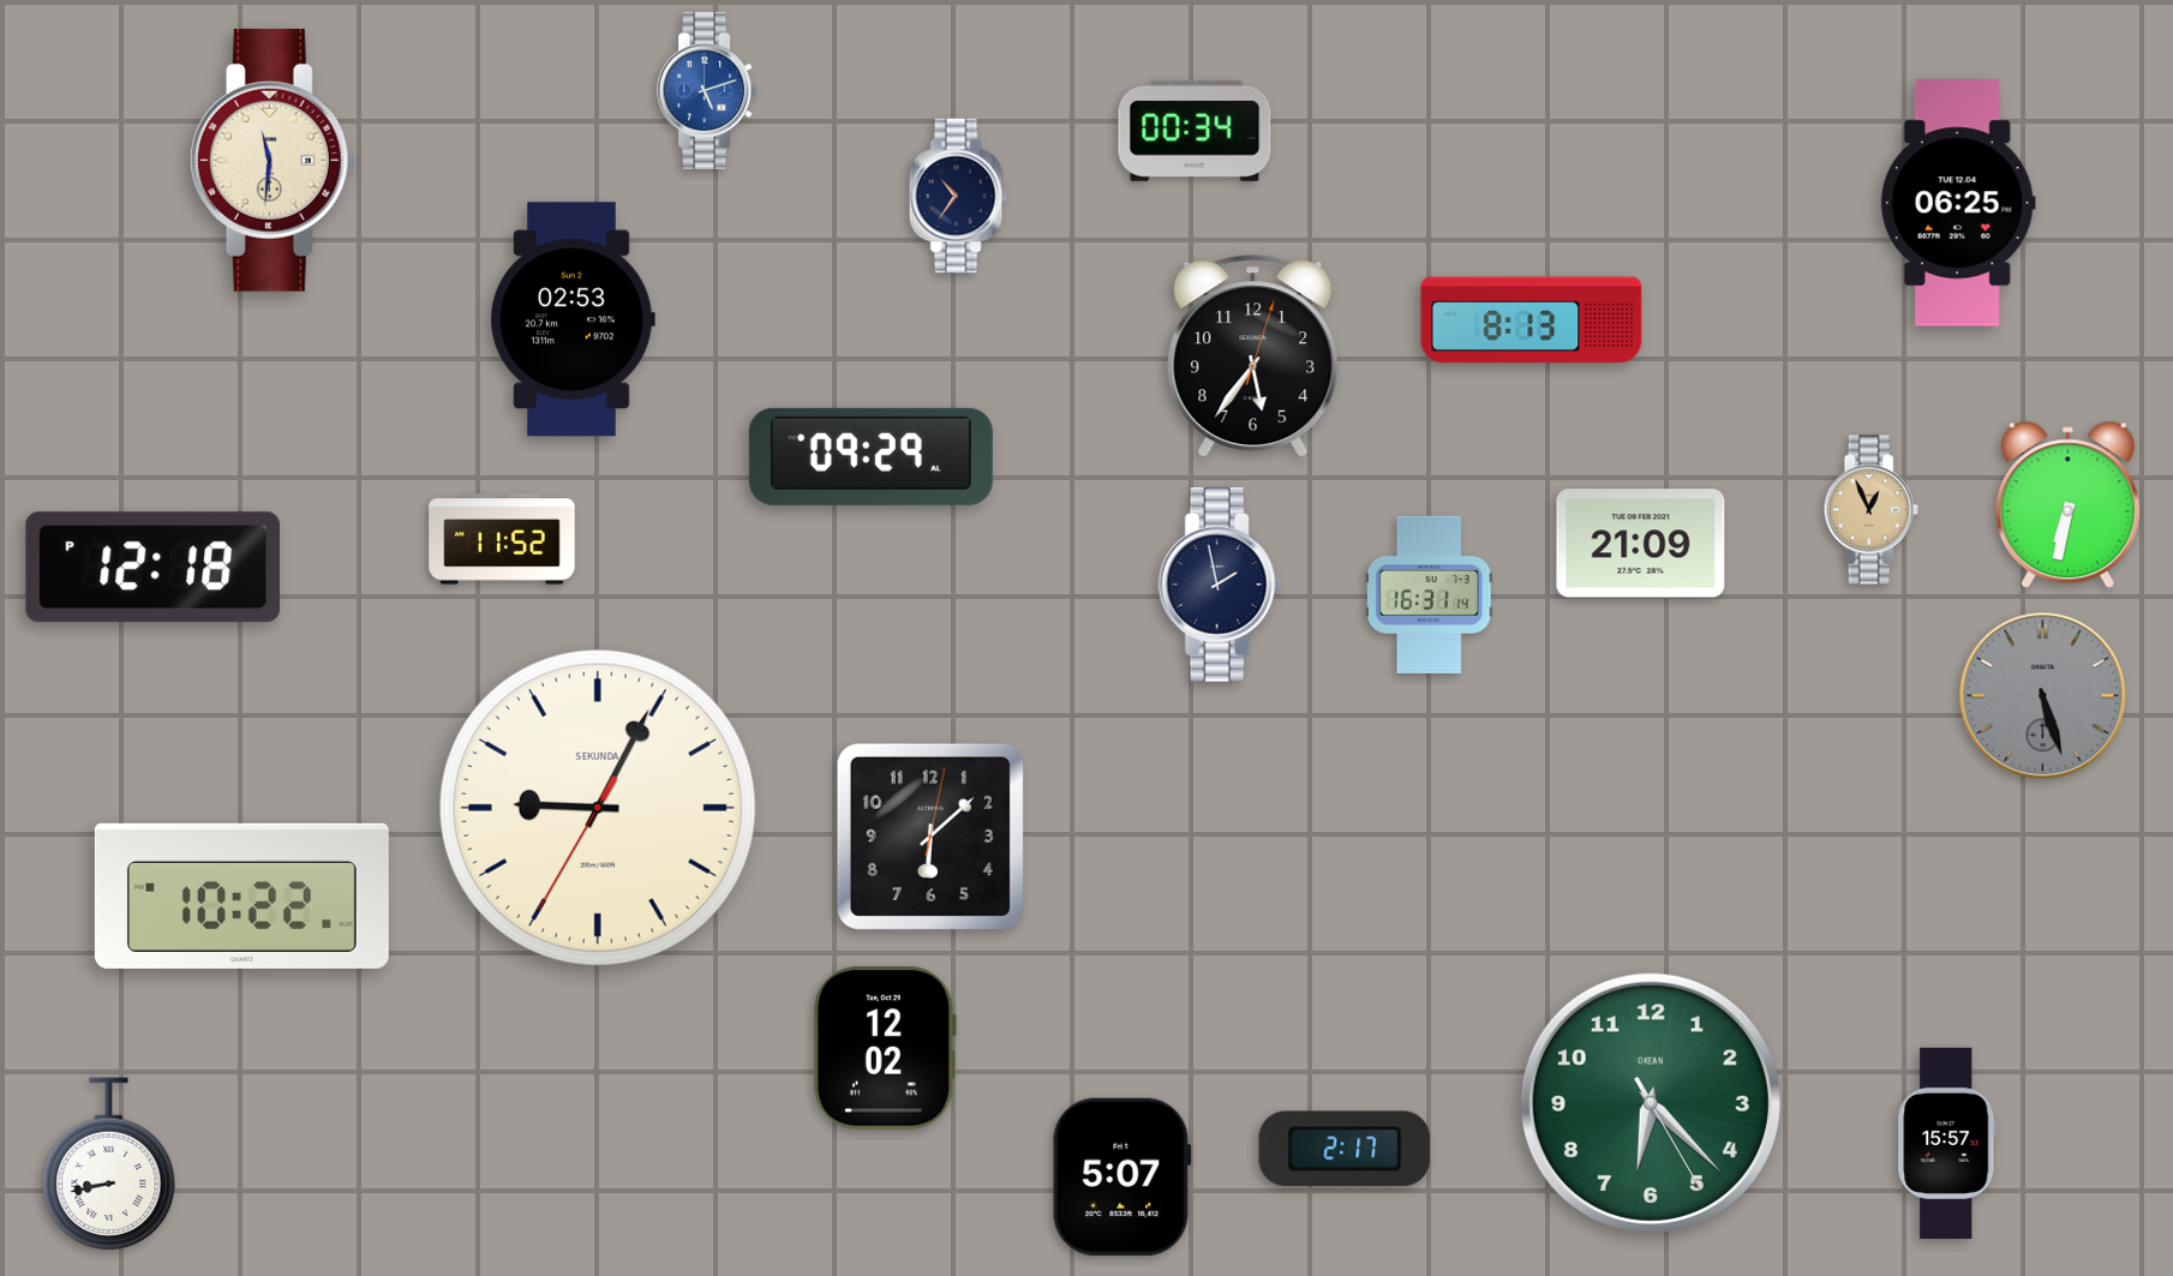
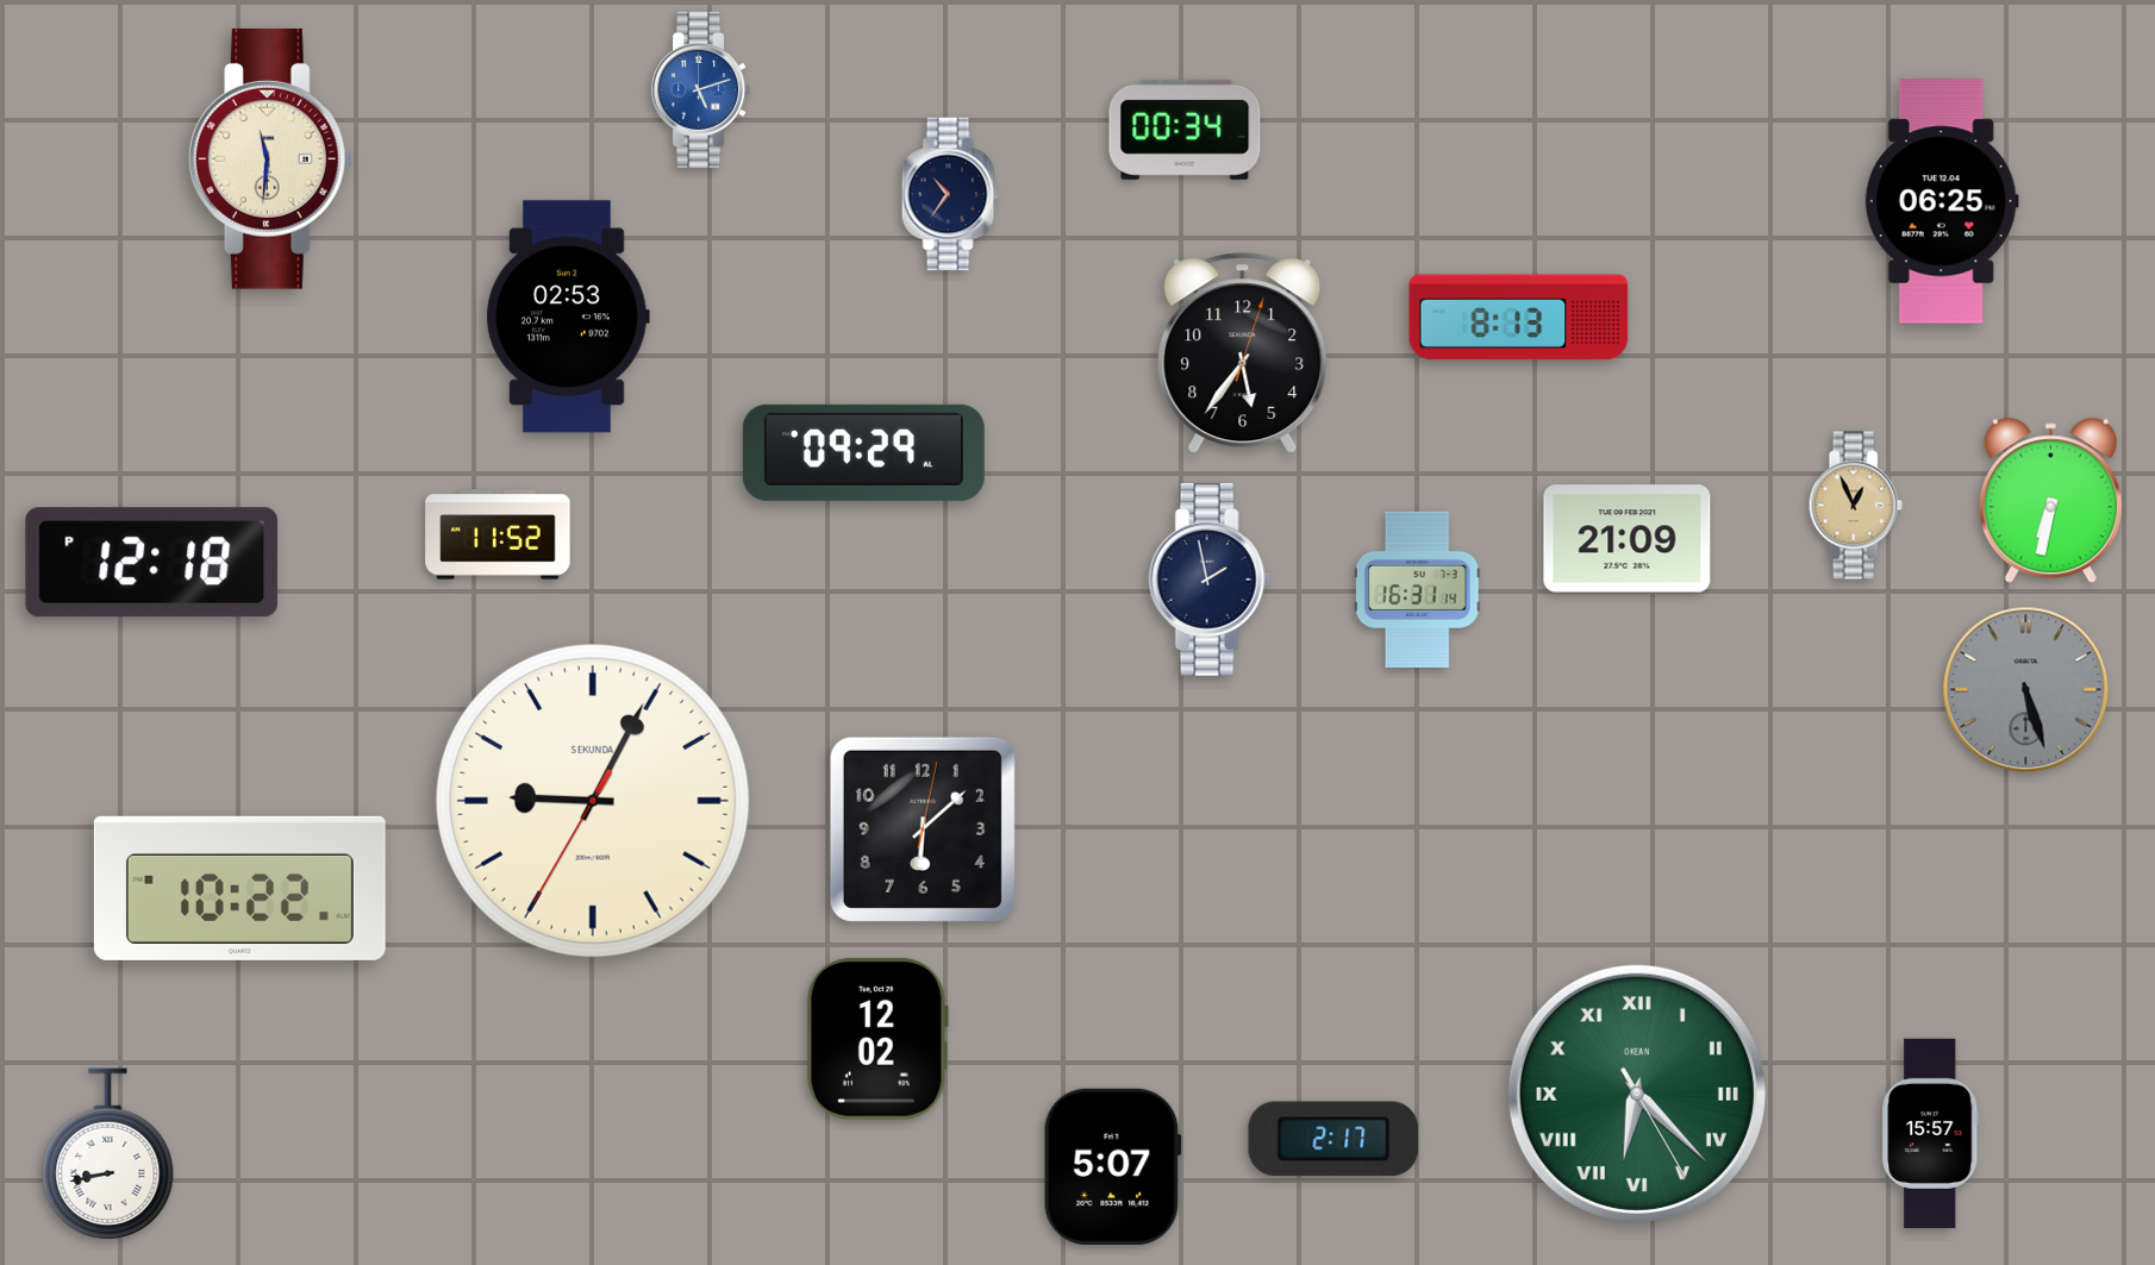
clock at (1651, 1103) numerals: Arabic -> Roman
